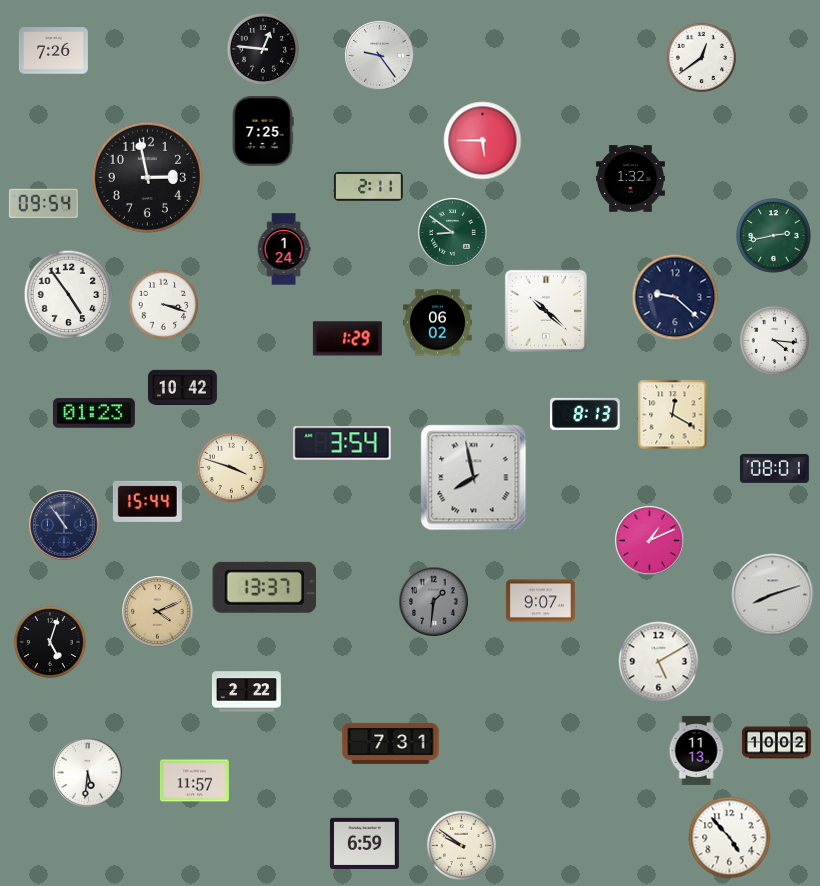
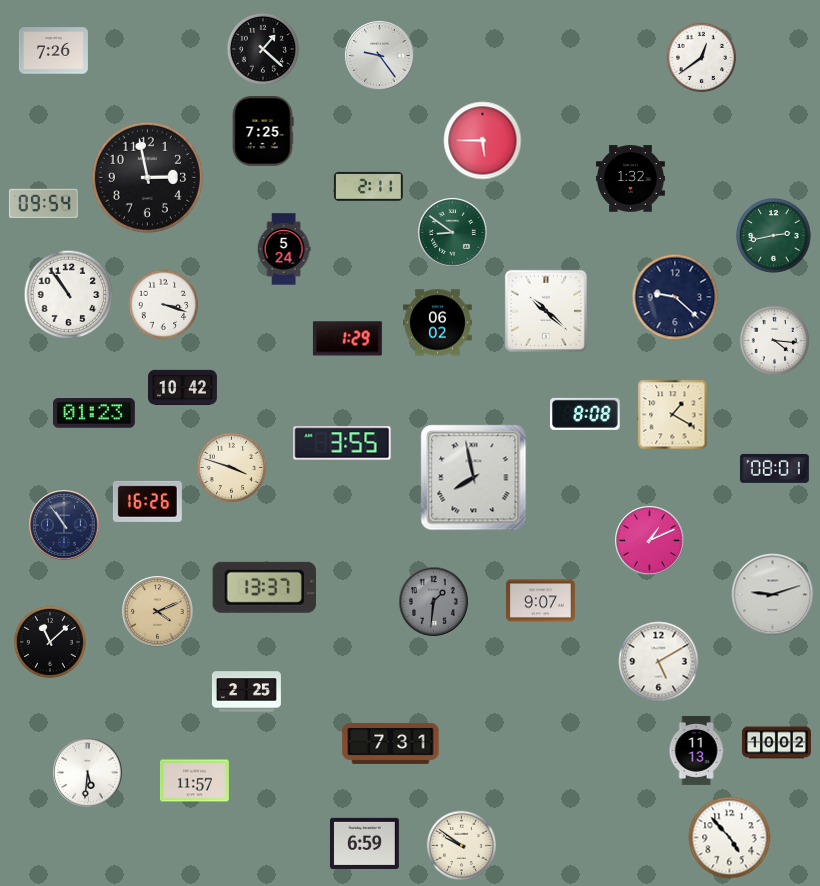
clock at (263, 49): 12:46 -> 1:22
clock at (284, 249): 1:24 -> 5:24
clock at (69, 295): 4:54 -> 10:54
clock at (586, 414): 8:13 -> 8:08
clock at (673, 415): 12:20 -> 1:20
clock at (342, 443): 3:54 -> 3:55
clock at (147, 501): 15:44 -> 16:26
clock at (773, 595): 8:12 -> 9:12
clock at (50, 642): 5:03 -> 11:08
clock at (246, 692): 2:22 -> 2:25
